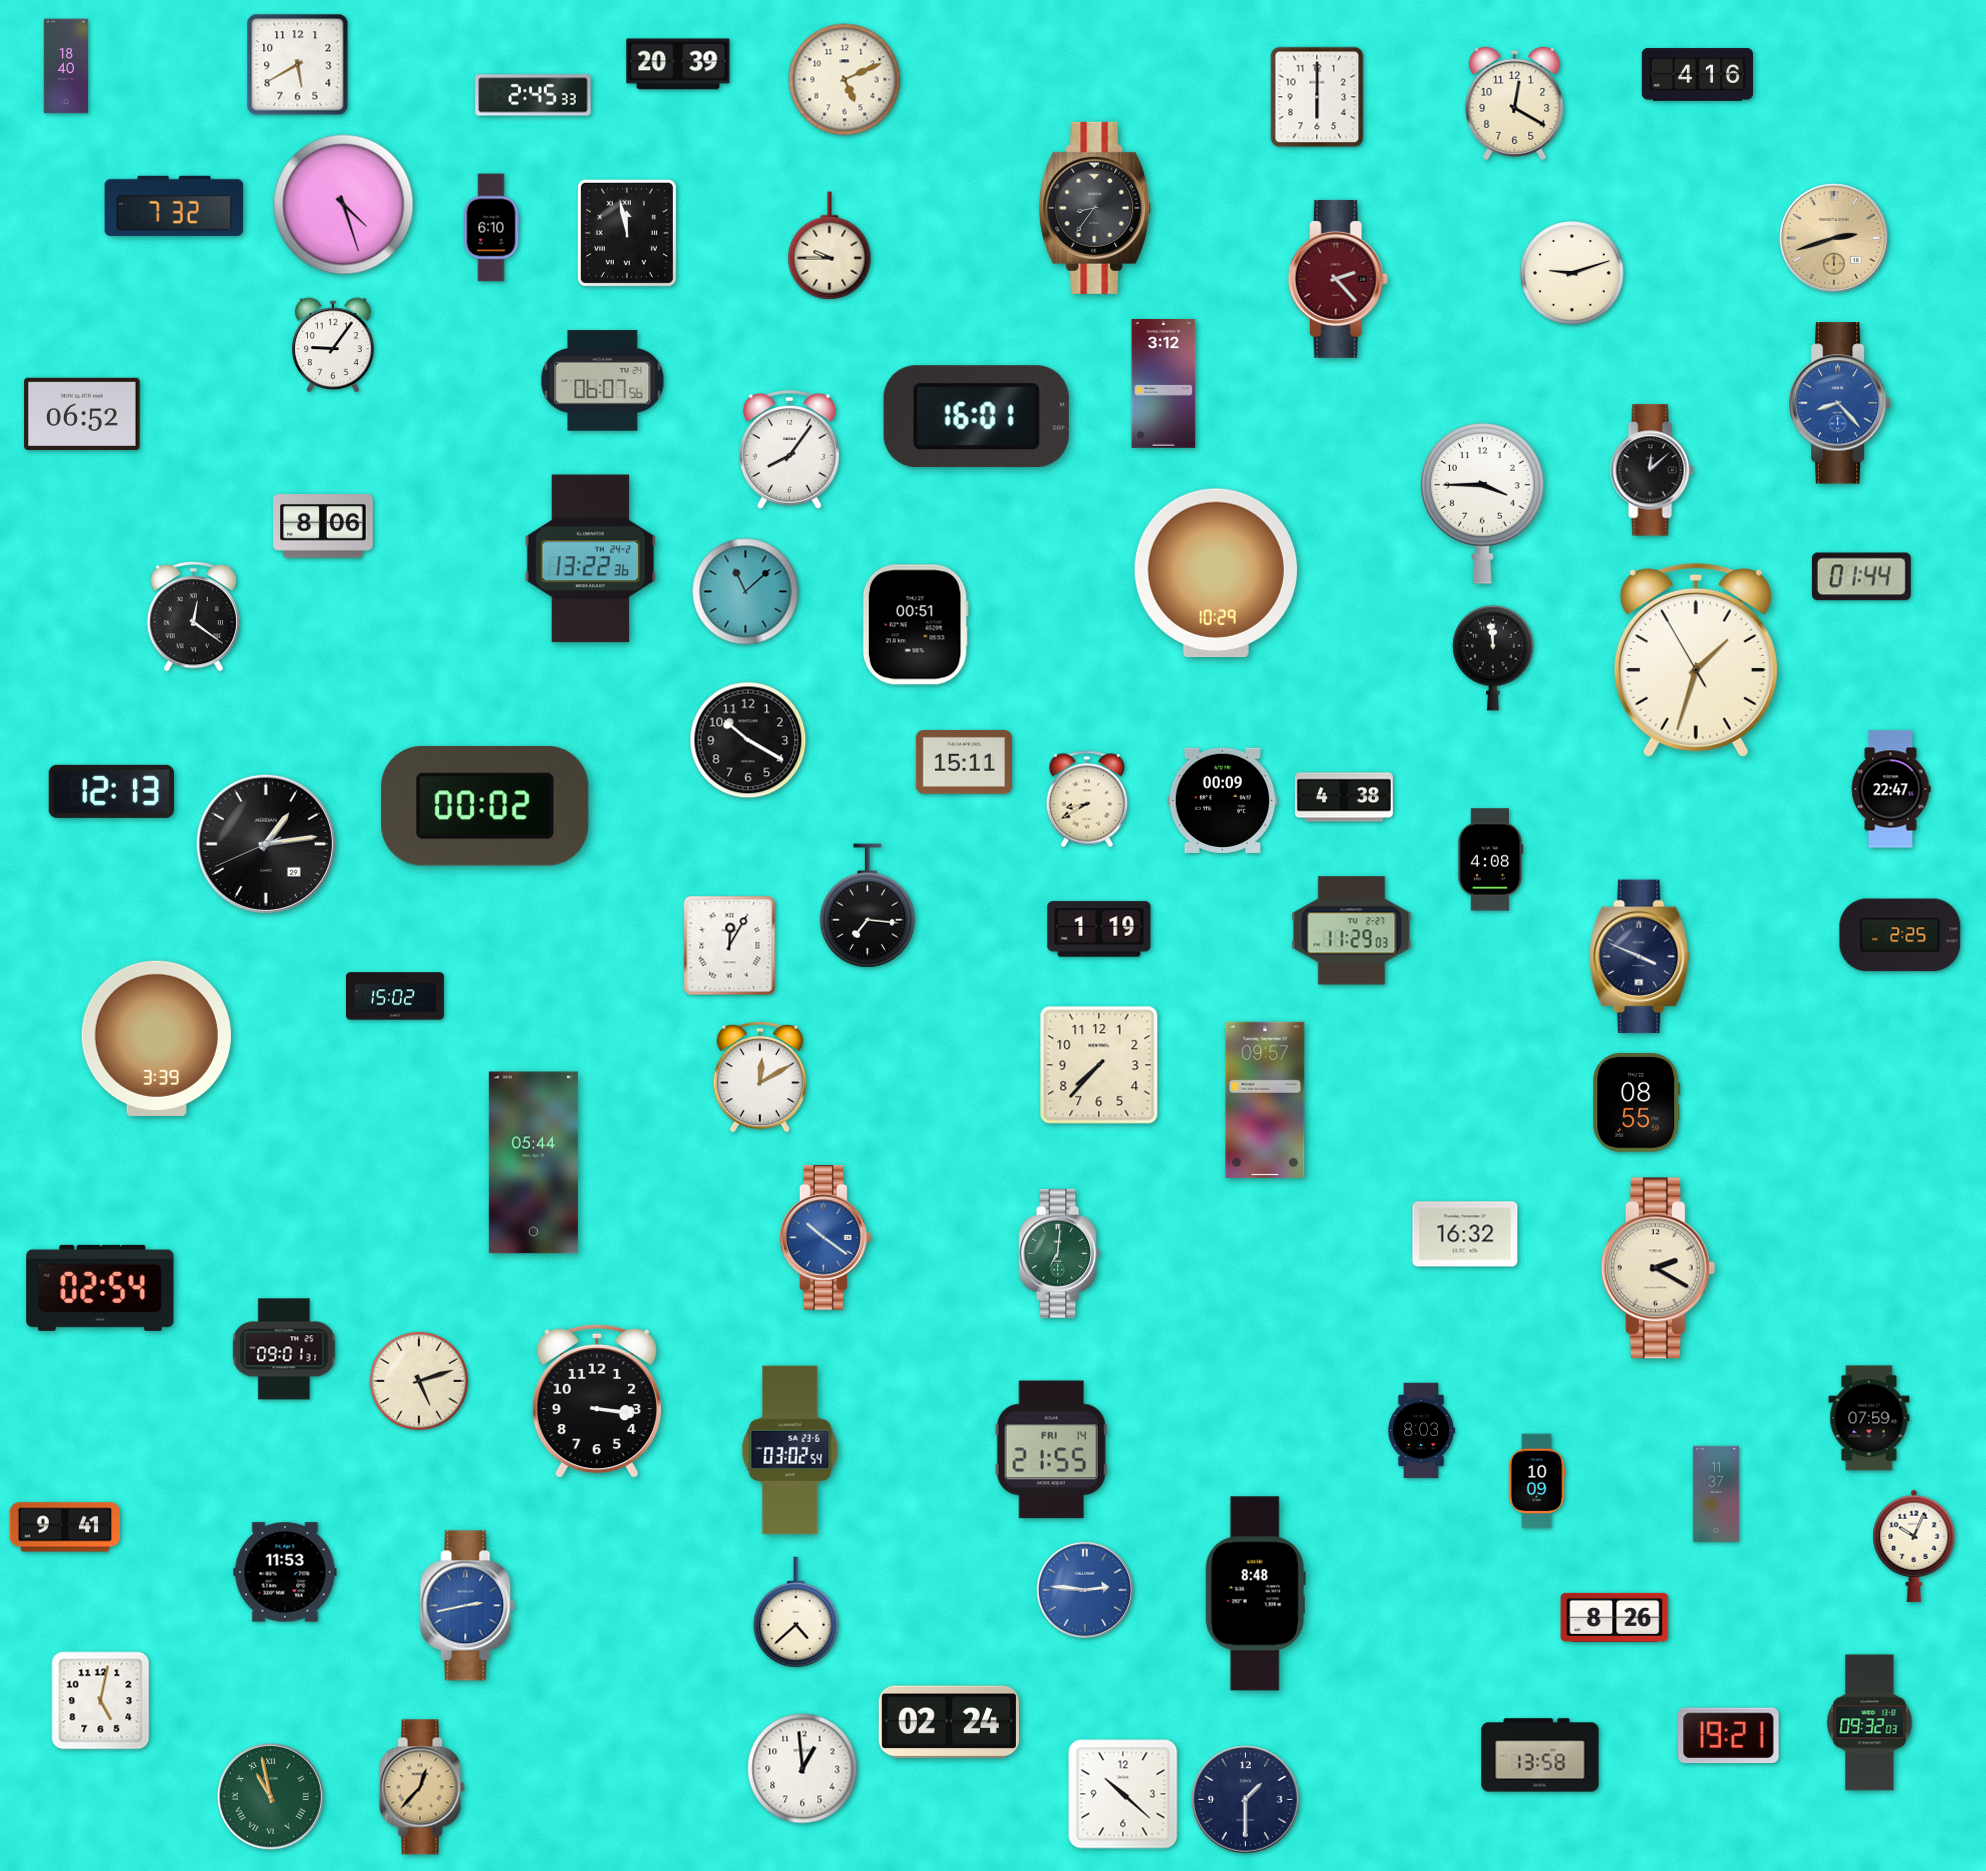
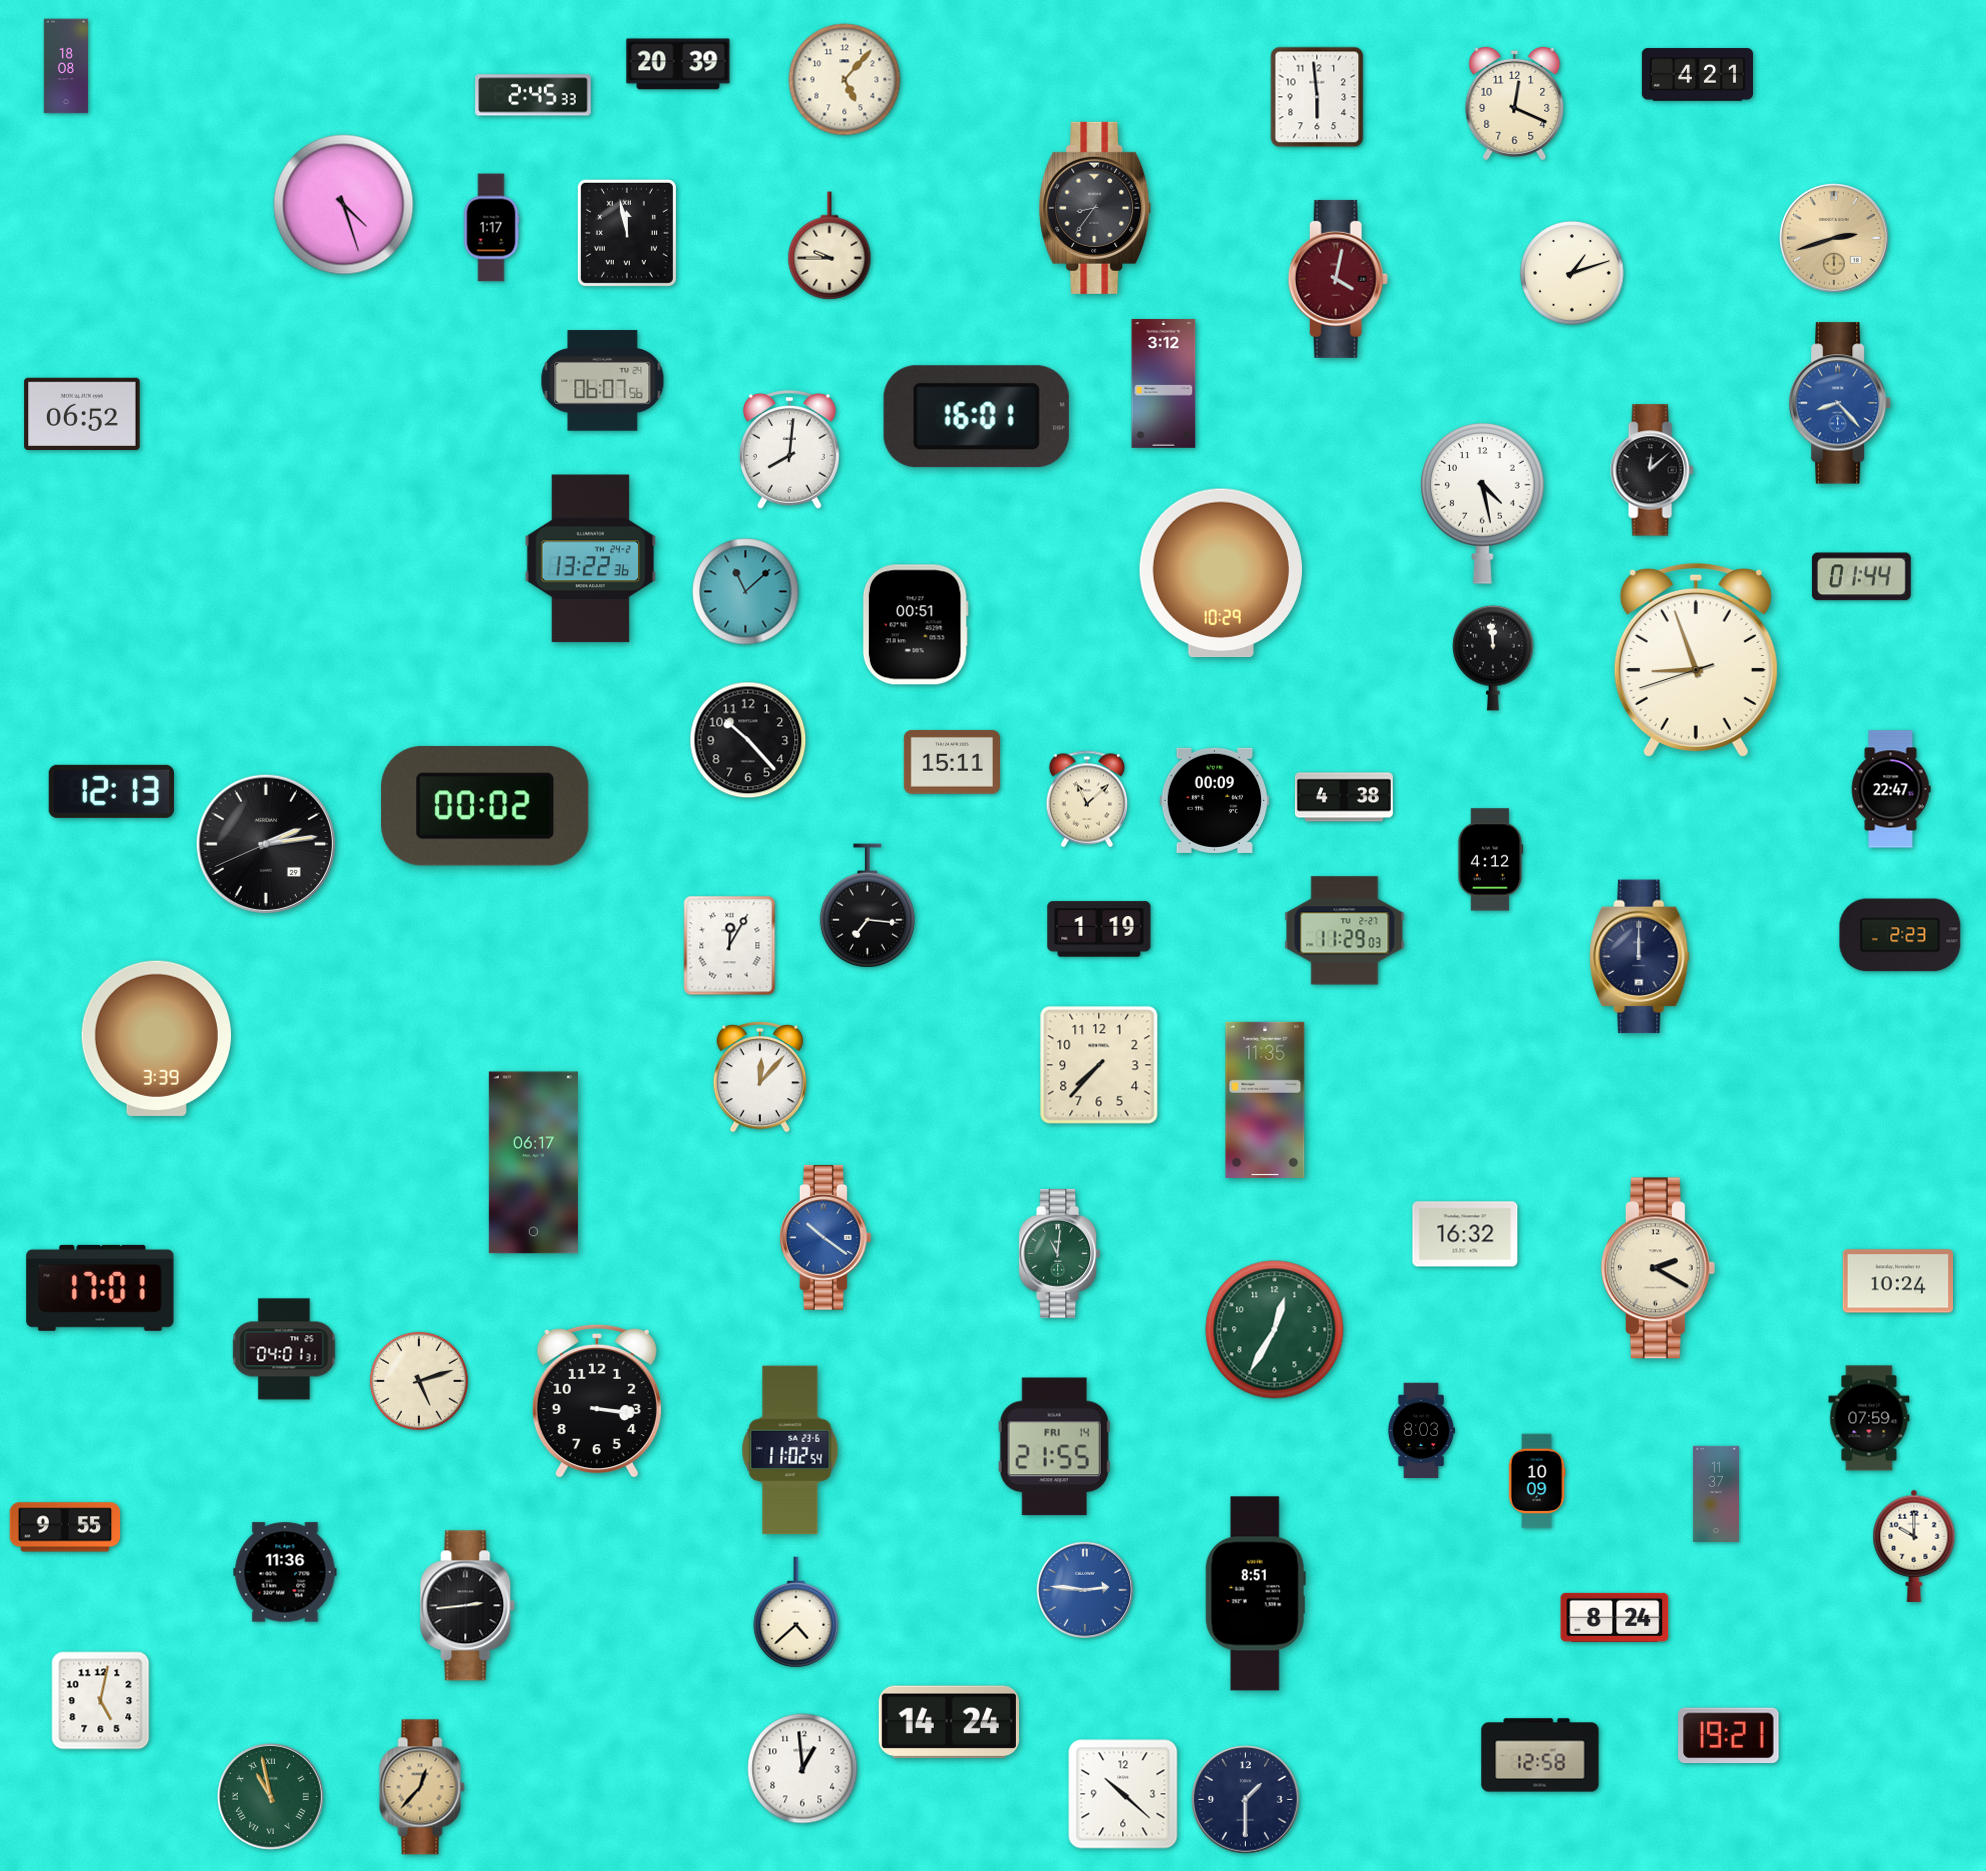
clock at (298, 65): 5:40 -> none
clock at (66, 66): 18:40 -> 18:08
clock at (1697, 75): 4:16 -> 4:21
clock at (845, 80): 5:11 -> 5:07
clock at (1317, 97): 6:00 -> 5:59
clock at (1515, 103): 12:20 -> 12:19
clock at (174, 206): 7:32 -> none
clock at (491, 228): 6:10 -> 1:17
clock at (1572, 273): 9:12 -> 1:12
clock at (1338, 279): 2:23 -> 4:02
clock at (333, 345): 9:06 -> none
clock at (790, 450): 8:06 -> 8:01
clock at (1483, 504): 3:45 -> 4:28
clock at (323, 526): 8:06 -> none
clock at (1216, 573) position: (1216, 573) -> (1221, 573)
clock at (193, 617): 12:21 -> none
clock at (1696, 660): 1:32 -> 8:56
clock at (748, 740): 10:20 -> 10:23
clock at (964, 762) position: (964, 762) -> (952, 762)
clock at (1087, 799): 8:40 -> 11:08
clock at (1223, 800) position: (1223, 800) -> (1215, 800)
clock at (266, 844): 1:13 -> 2:13
clock at (1491, 860): 4:08 -> 4:12
clock at (1352, 931) position: (1352, 931) -> (1345, 931)
clock at (1900, 935): 2:25 -> 2:23
clock at (1640, 957): 3:49 -> 12:00
clock at (395, 996): 15:02 -> none
clock at (759, 1077): 12:10 -> 12:07
clock at (1265, 1100): 09:57 -> 11:35
clock at (1637, 1102): 08:55 -> none
clock at (533, 1163): 05:44 -> 06:17
clock at (1060, 1254): 7:01 -> 11:01
clock at (1897, 1281): none -> 10:24
clock at (100, 1288): 02:54 -> 17:01
clock at (1275, 1330): none -> 12:35
clock at (284, 1349): 09:01 -> 04:01
clock at (790, 1450): 03:02 -> 11:02
clock at (1051, 1450) position: (1051, 1450) -> (1054, 1447)
clock at (65, 1527): 9:41 -> 9:55
clock at (1914, 1546): 10:04 -> 10:00
clock at (285, 1572): 11:53 -> 11:36
clock at (1255, 1594): 8:48 -> 8:51
clock at (468, 1606): 2:43 -> 2:44
clock at (468, 1606) dial: blue -> black
clock at (1615, 1617): 8:26 -> 8:24
clock at (949, 1722): 02:24 -> 14:24
clock at (1870, 1723): 09:32 -> none
clock at (1540, 1755): 13:58 -> 12:58
